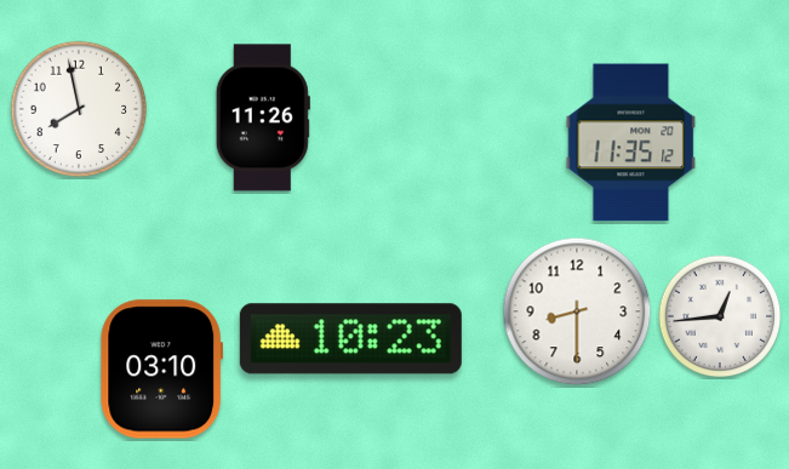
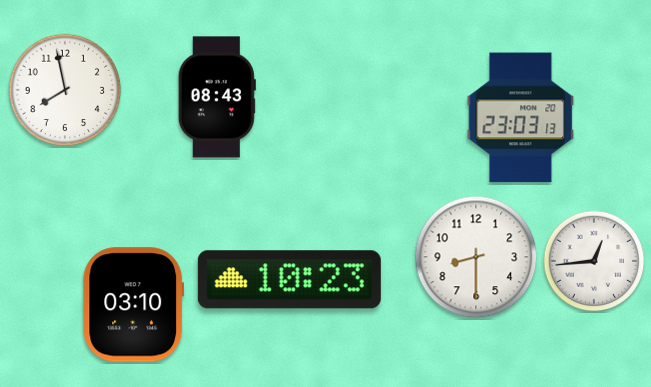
clock at (263, 118): 11:26 -> 08:43
clock at (631, 143): 11:35 -> 23:03
